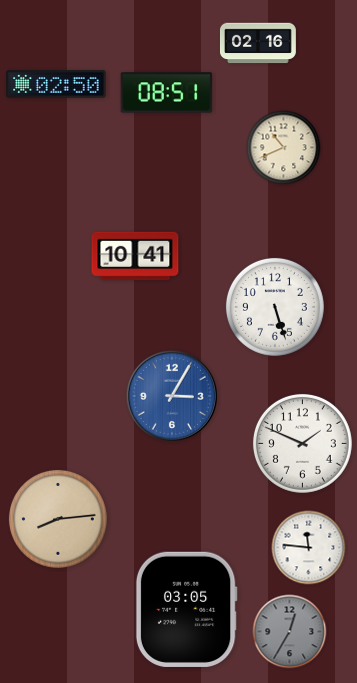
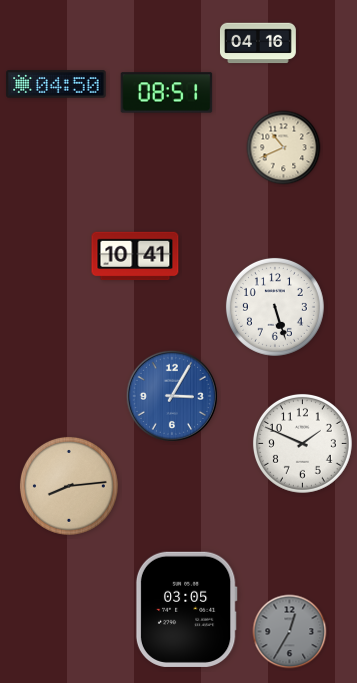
clock at (258, 43): 02:16 -> 04:16
clock at (56, 84): 02:50 -> 04:50
clock at (58, 519) position: (58, 519) -> (69, 486)
clock at (309, 548): 11:46 -> none
